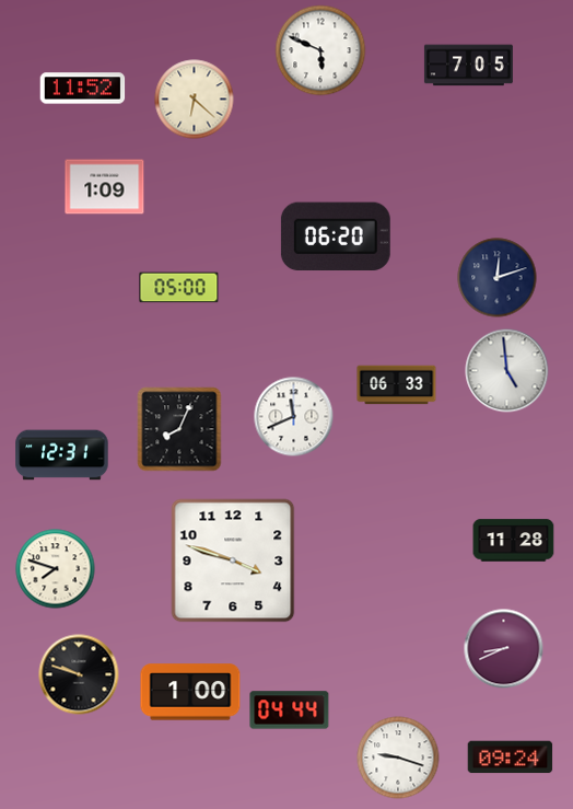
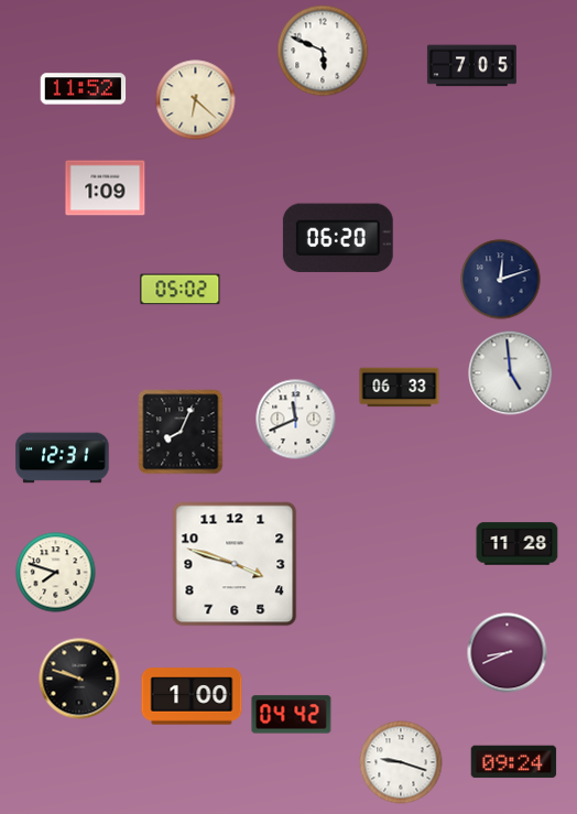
clock at (179, 288): 05:00 -> 05:02
clock at (290, 710): 04:44 -> 04:42
